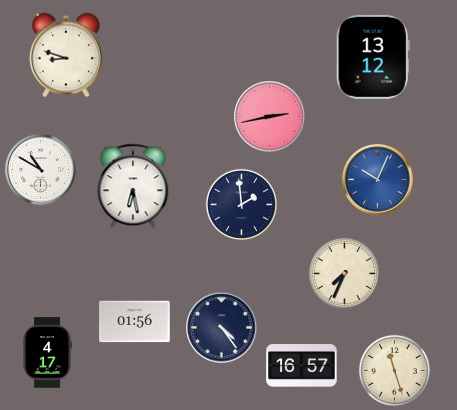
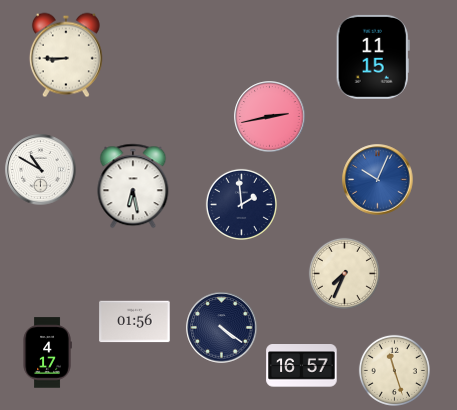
clock at (66, 55): 8:48 -> 8:45
clock at (373, 57): 13:12 -> 11:15
clock at (222, 328): 4:24 -> 4:21
